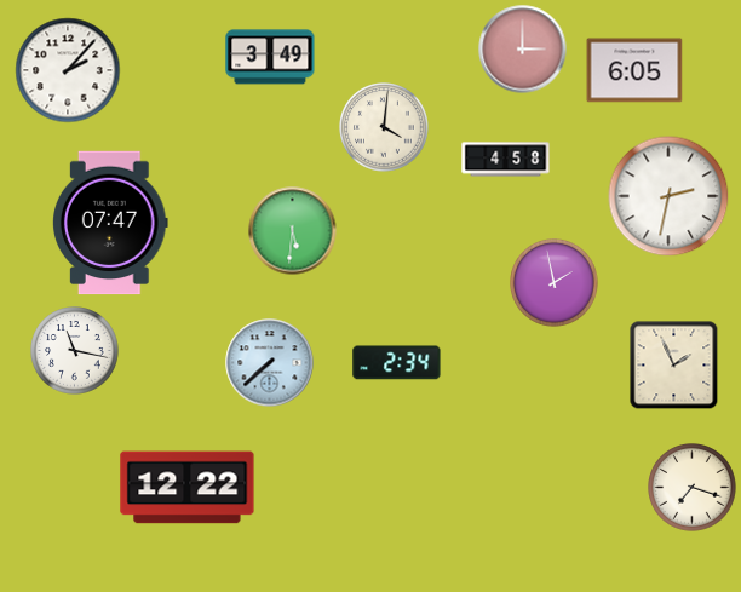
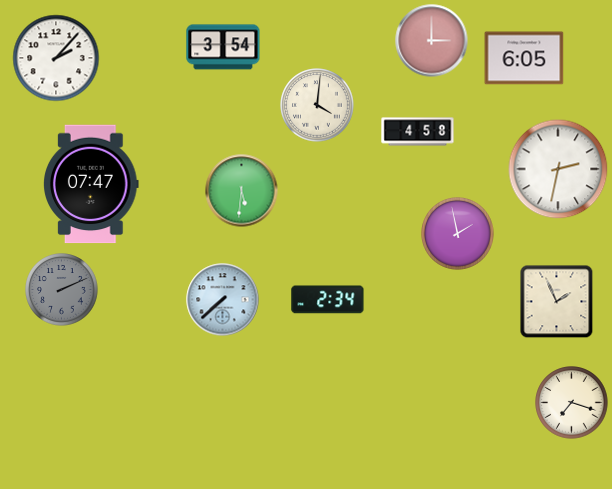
clock at (270, 57): 3:49 -> 3:54
clock at (668, 196) position: (668, 196) -> (558, 169)
clock at (75, 351): 11:17 -> 2:11
clock at (75, 351) dial: white -> grey
clock at (188, 488): 12:22 -> none
